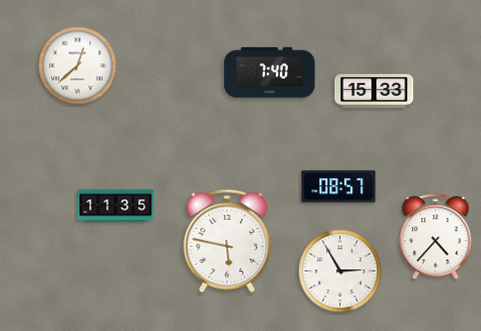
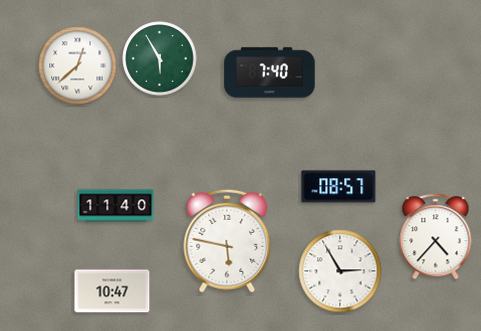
clock at (160, 59): none -> 5:55
clock at (374, 91): 15:33 -> none
clock at (116, 206): 11:35 -> 11:40
clock at (112, 291): none -> 10:47
